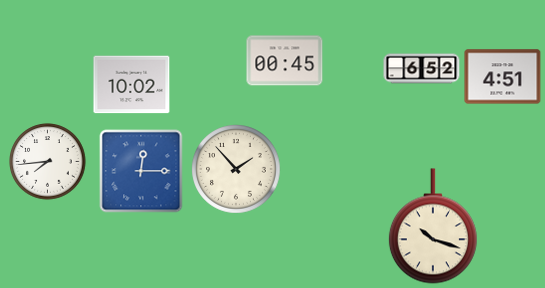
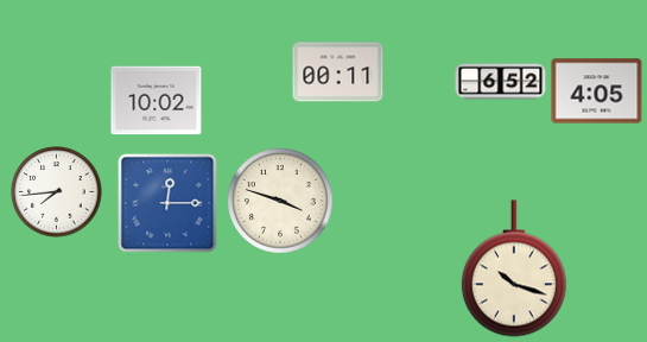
clock at (285, 61): 00:45 -> 00:11
clock at (503, 77): 4:51 -> 4:05
clock at (236, 169): 1:53 -> 3:48
